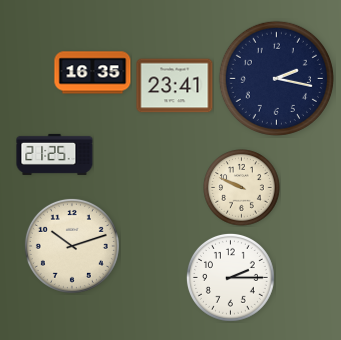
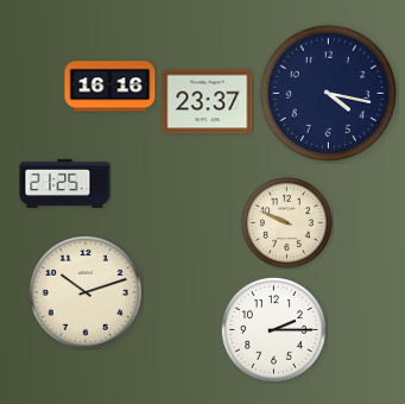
clock at (93, 73): 16:35 -> 16:16
clock at (276, 78): 2:17 -> 4:17
clock at (175, 86): 23:41 -> 23:37
